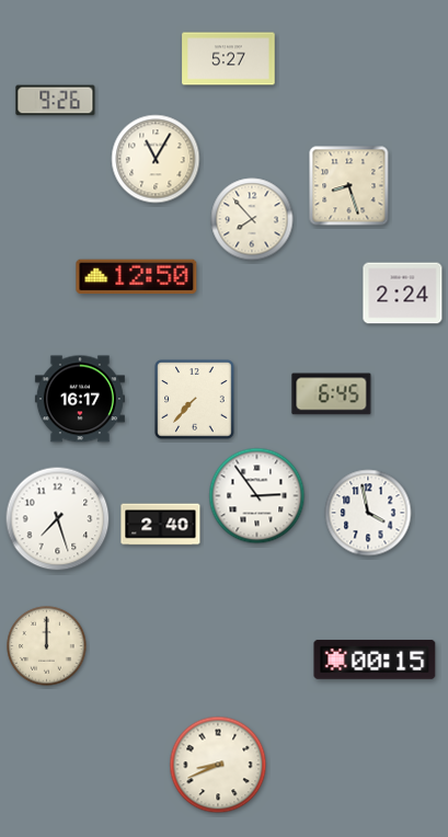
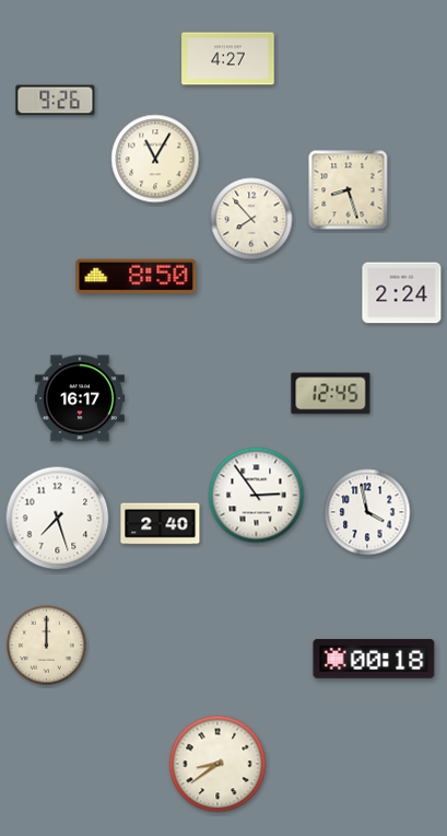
clock at (229, 59): 5:27 -> 4:27
clock at (349, 186) position: (349, 186) -> (349, 190)
clock at (137, 277): 12:50 -> 8:50
clock at (332, 394): 6:45 -> 12:45
clock at (195, 400): 7:37 -> none
clock at (375, 660): 00:15 -> 00:18
clock at (218, 765): 8:41 -> 8:39
